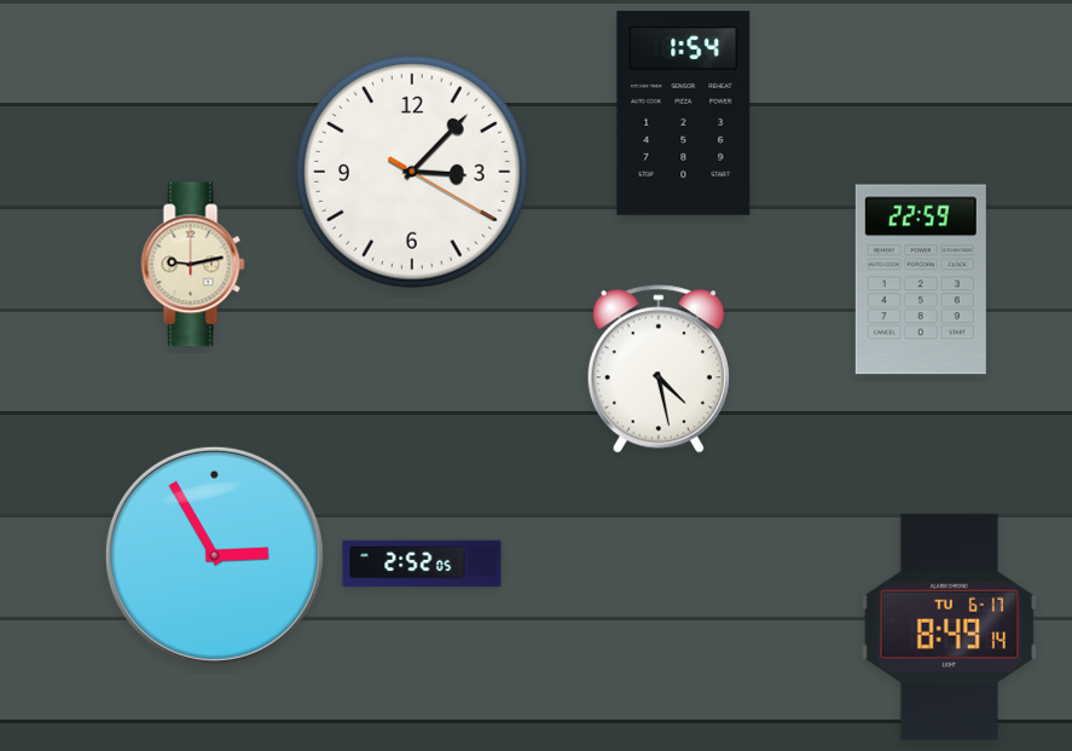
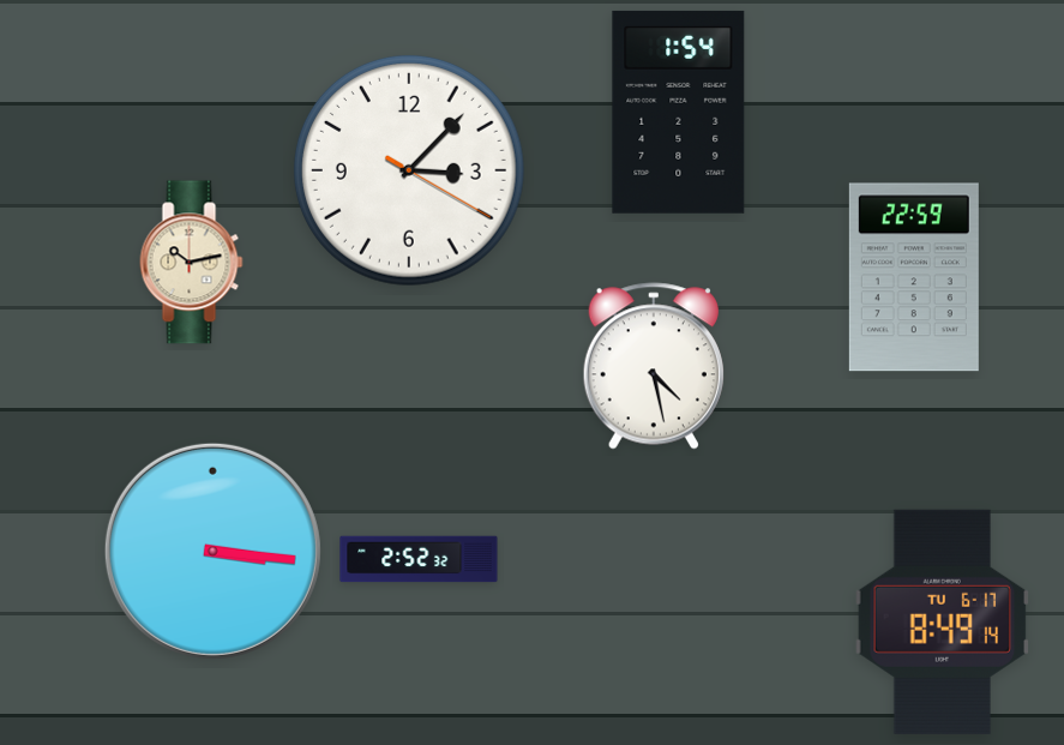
clock at (193, 265): 9:13 -> 10:13
clock at (214, 555): 2:55 -> 3:16
clock at (422, 564): 2:52:05 -> 2:52:32
